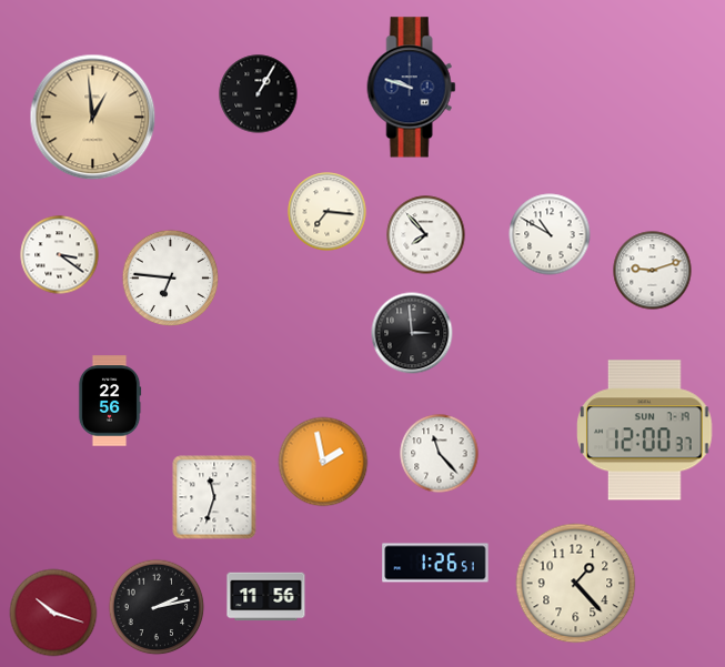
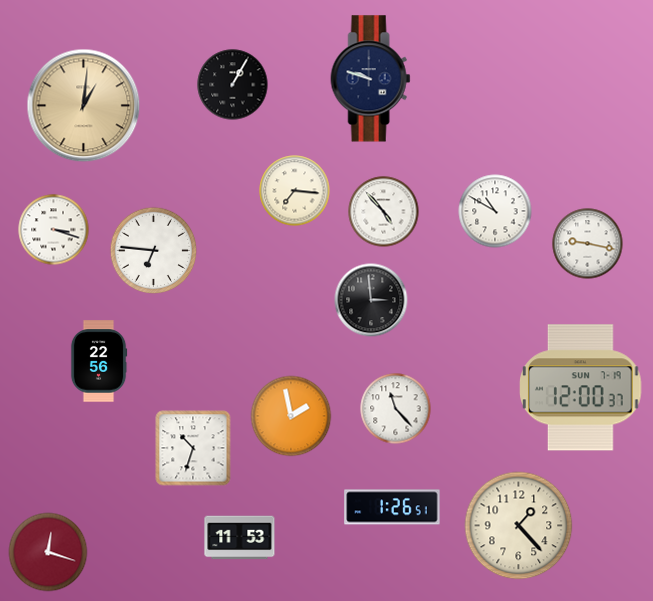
clock at (93, 118): 12:59 -> 1:01
clock at (426, 235): 7:53 -> 4:53
clock at (60, 255): 3:21 -> 3:18
clock at (653, 271): 9:12 -> 9:17
clock at (214, 497): 11:33 -> 10:33
clock at (266, 597): 11:56 -> 11:53
clock at (157, 607): 2:13 -> none
clock at (53, 613): 10:18 -> 12:18
